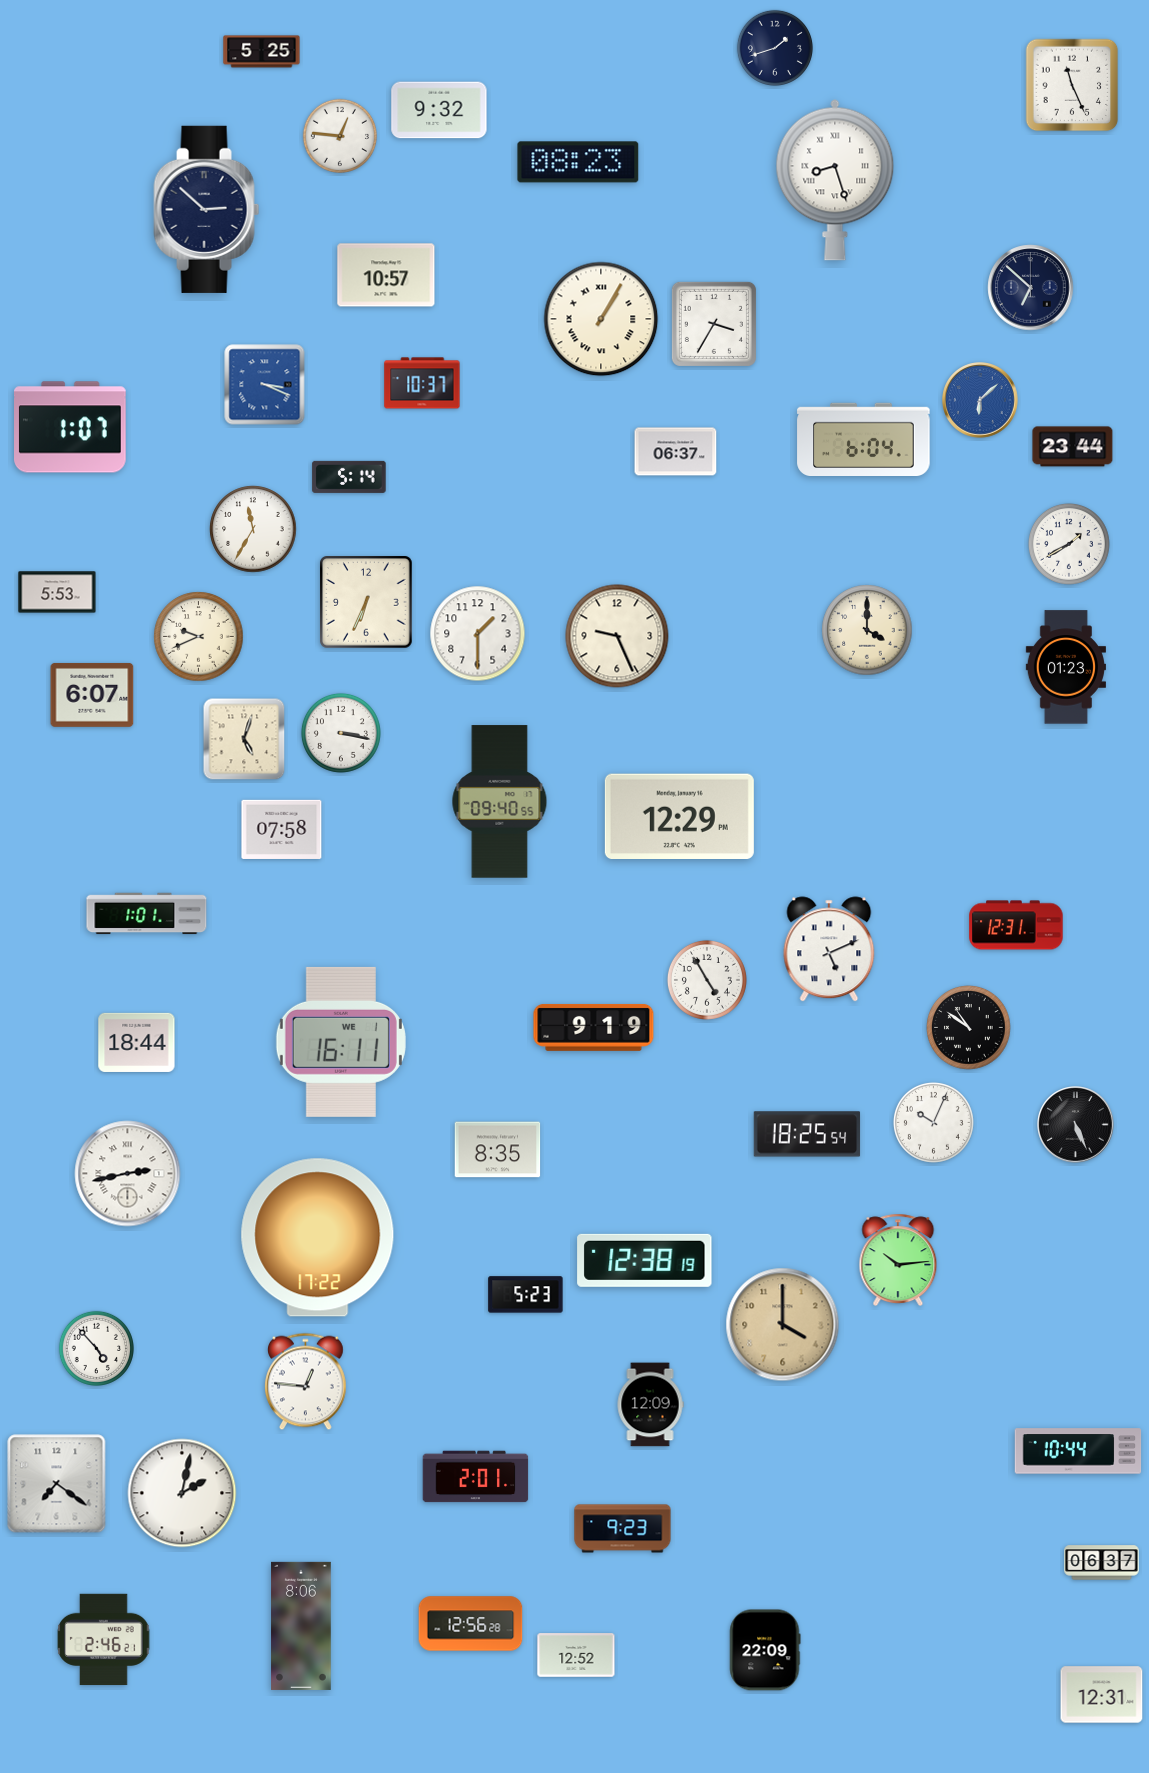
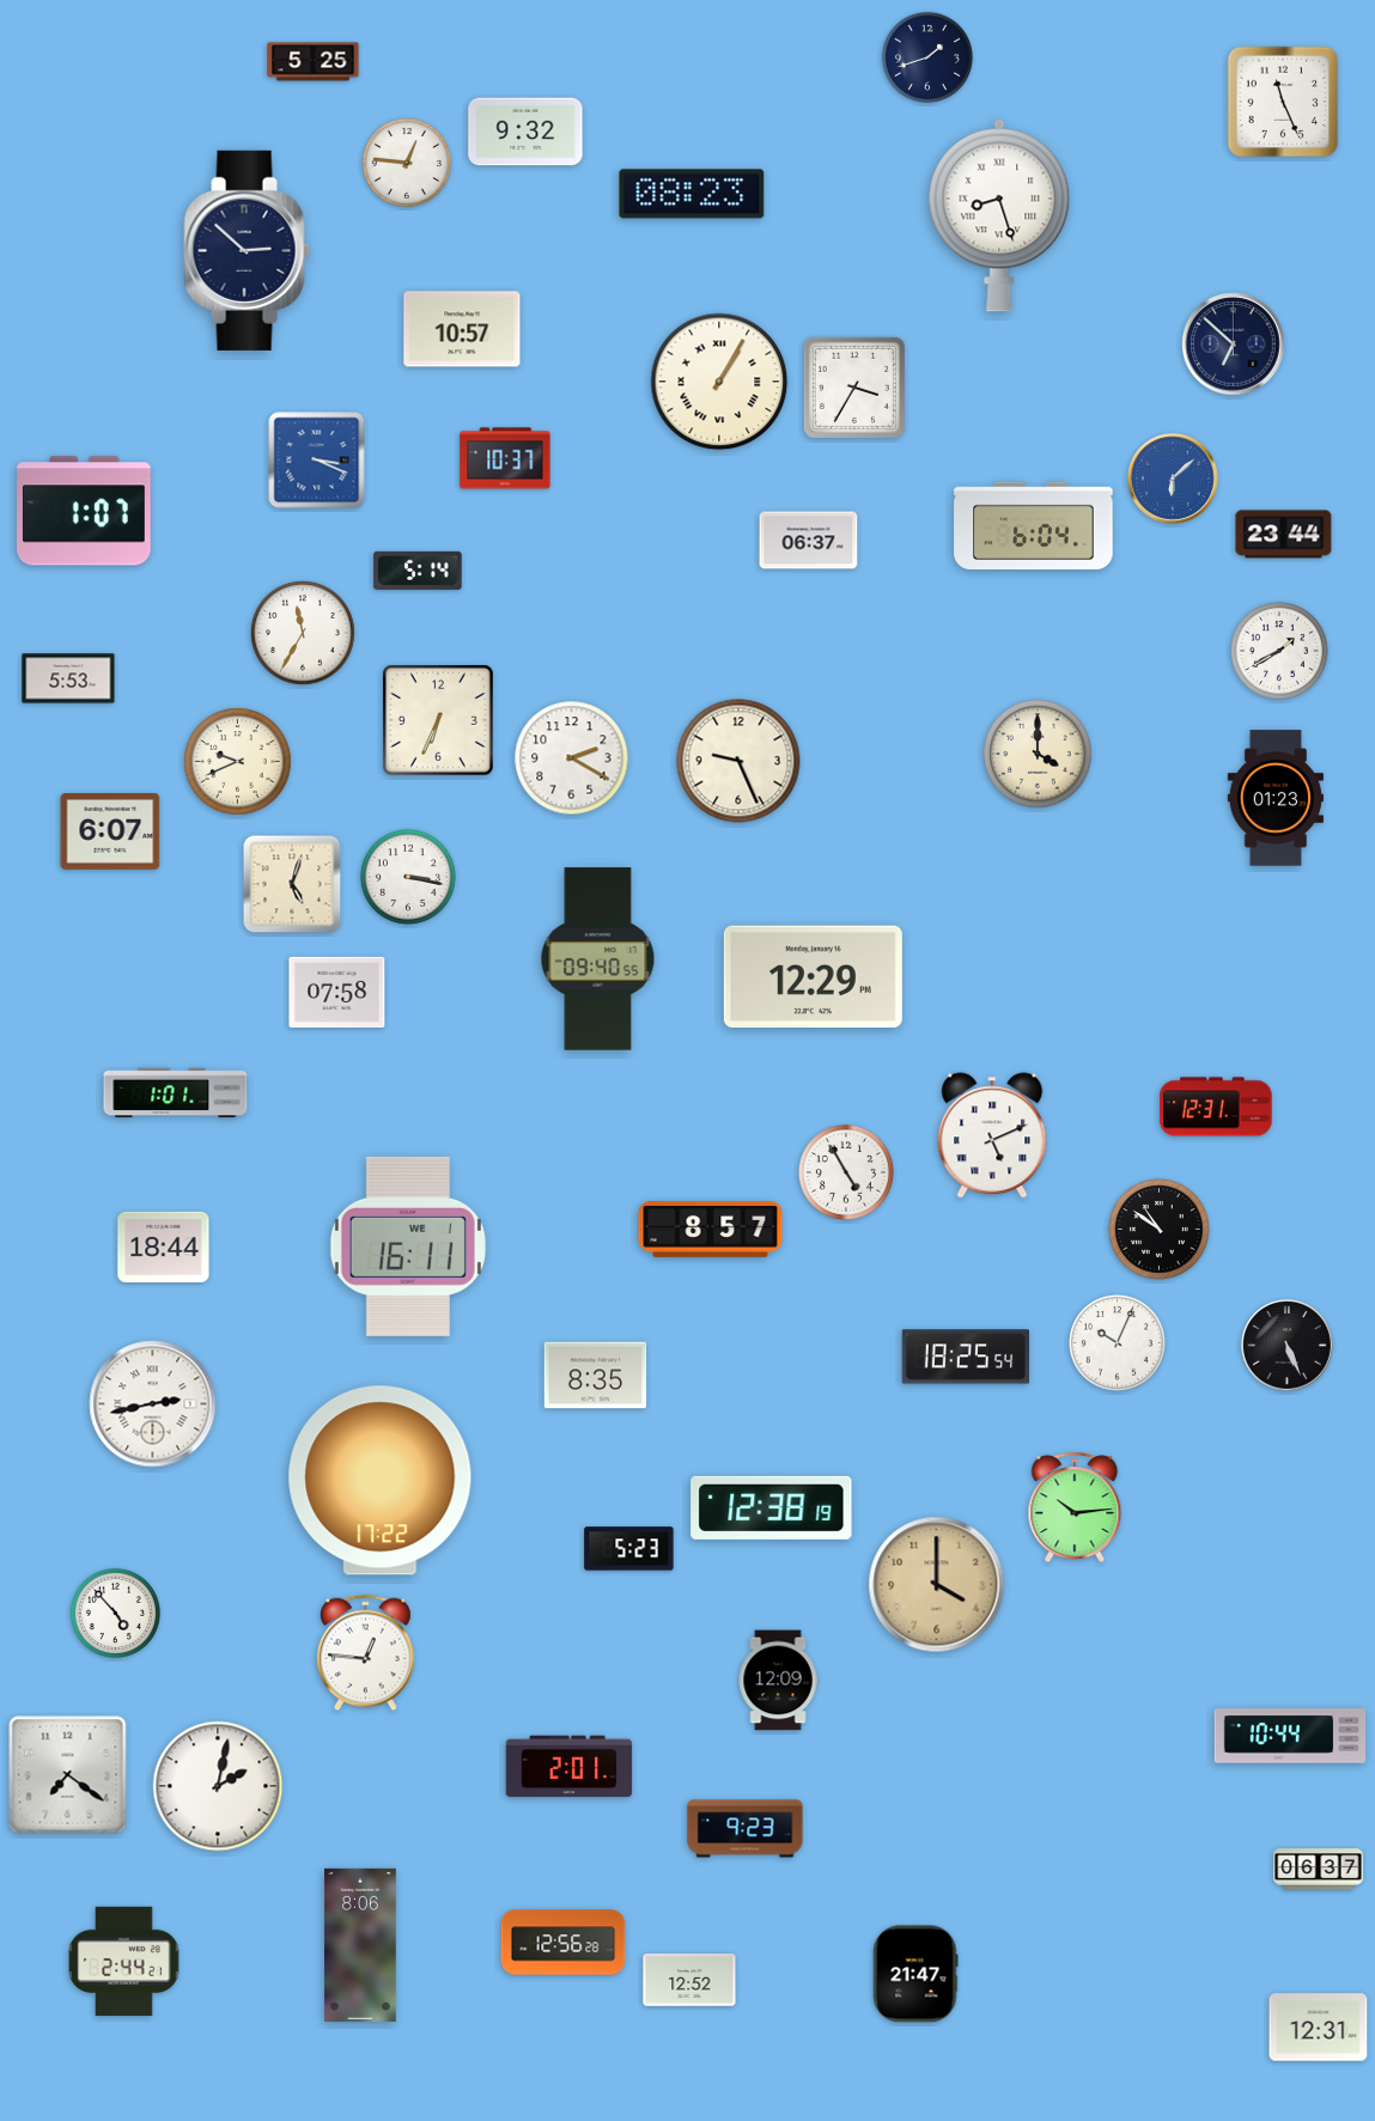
clock at (57, 592) position: (57, 592) -> (68, 678)
clock at (478, 634): 1:30 -> 2:20
clock at (594, 1027): 9:19 -> 8:57
clock at (104, 1640): 2:46 -> 2:44
clock at (765, 1650): 22:09 -> 21:47
